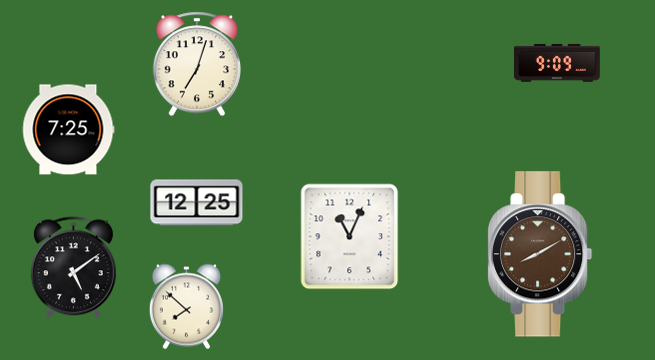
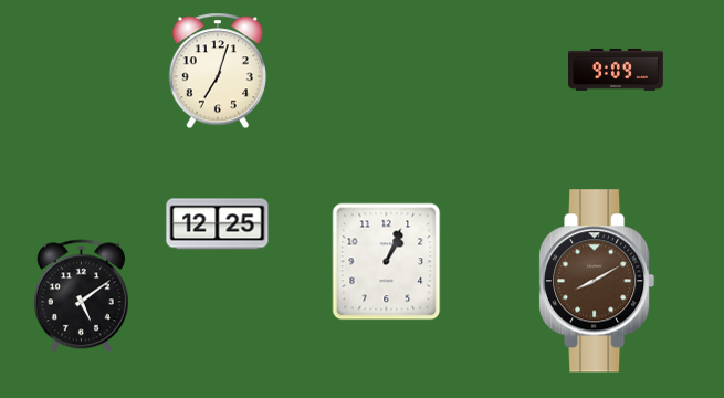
clock at (68, 130): 7:25 -> none
clock at (350, 237): 11:04 -> 1:04
clock at (186, 307): 7:52 -> none
